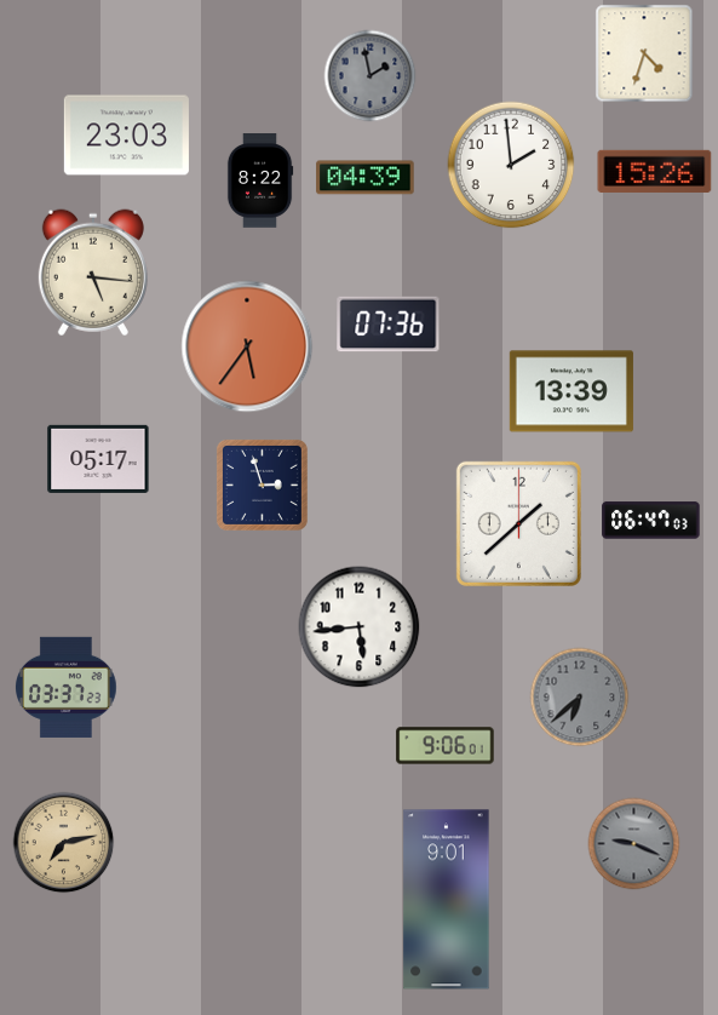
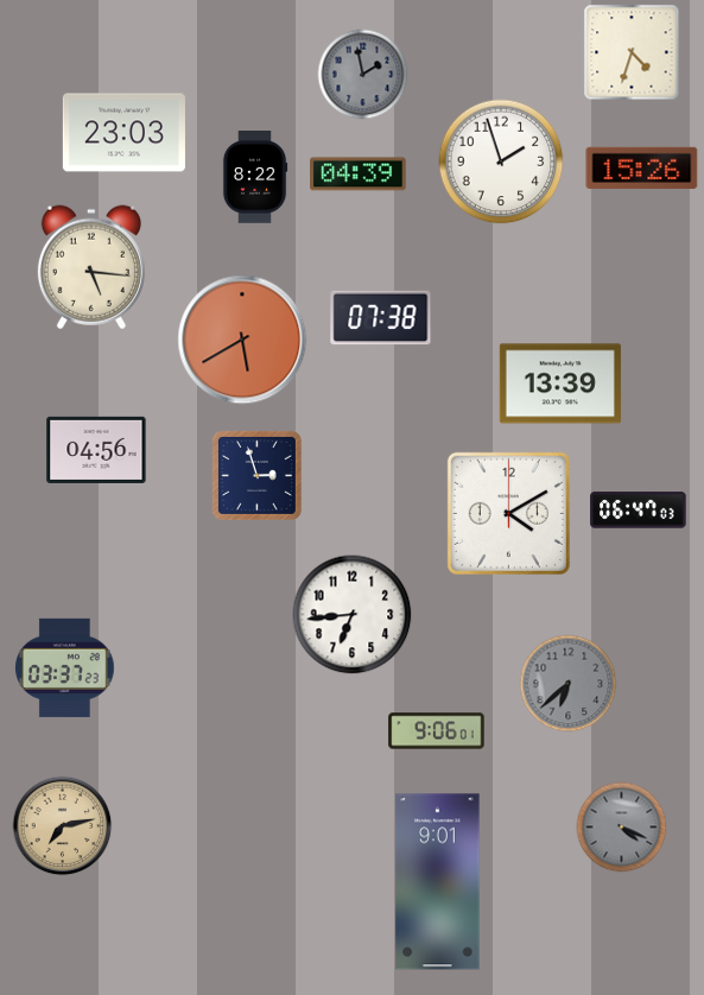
clock at (511, 165): 1:59 -> 1:57
clock at (389, 325): 07:36 -> 07:38
clock at (247, 346): 5:36 -> 5:40
clock at (98, 459): 05:17 -> 04:56
clock at (518, 523): 1:38 -> 4:10
clock at (360, 627): 5:44 -> 6:44
clock at (67, 687) position: (67, 687) -> (65, 667)
clock at (634, 844): 9:19 -> 4:19
